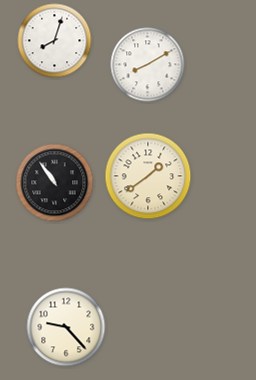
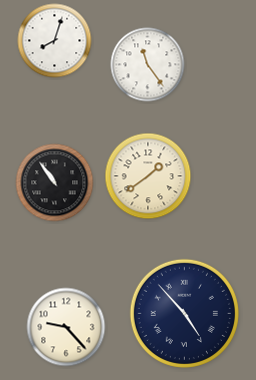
clock at (148, 65): 8:10 -> 11:24
clock at (184, 313): none -> 4:53
